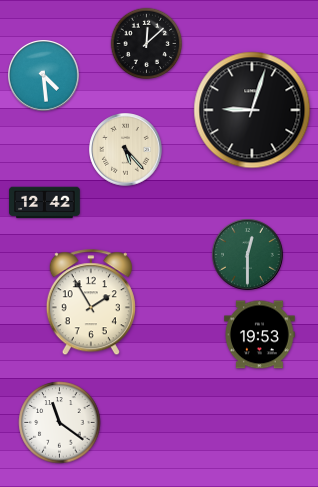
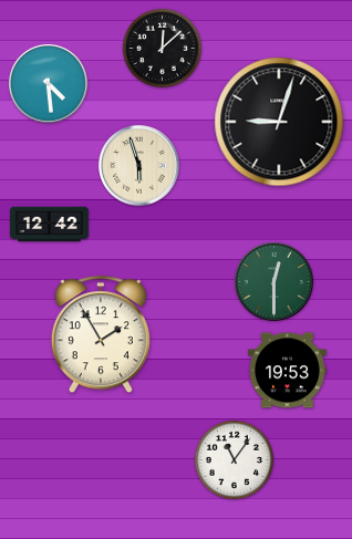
clock at (126, 150): 5:23 -> 5:57
clock at (235, 460): none -> 11:06
clock at (60, 423): 11:21 -> none
